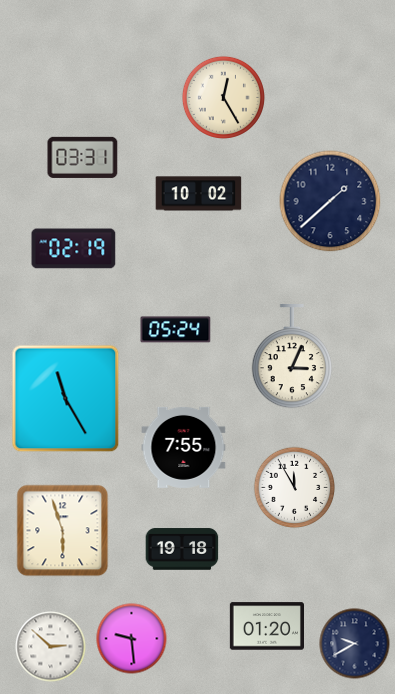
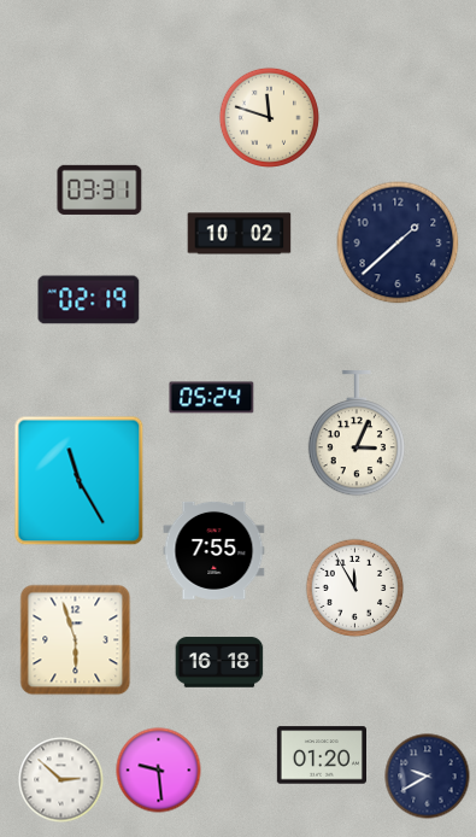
clock at (223, 97): 12:25 -> 11:48
clock at (291, 356) position: (291, 356) -> (355, 433)
clock at (184, 447) position: (184, 447) -> (215, 550)
clock at (182, 549): 19:18 -> 16:18
